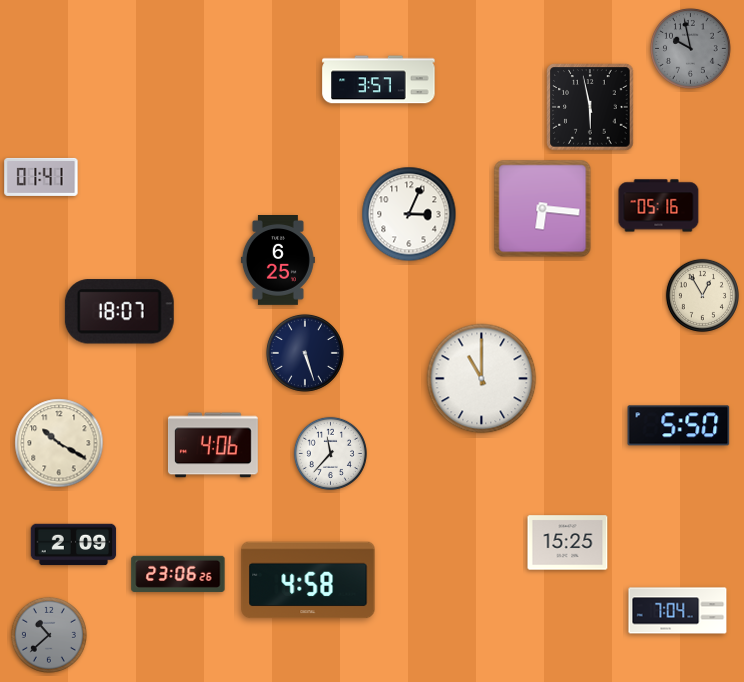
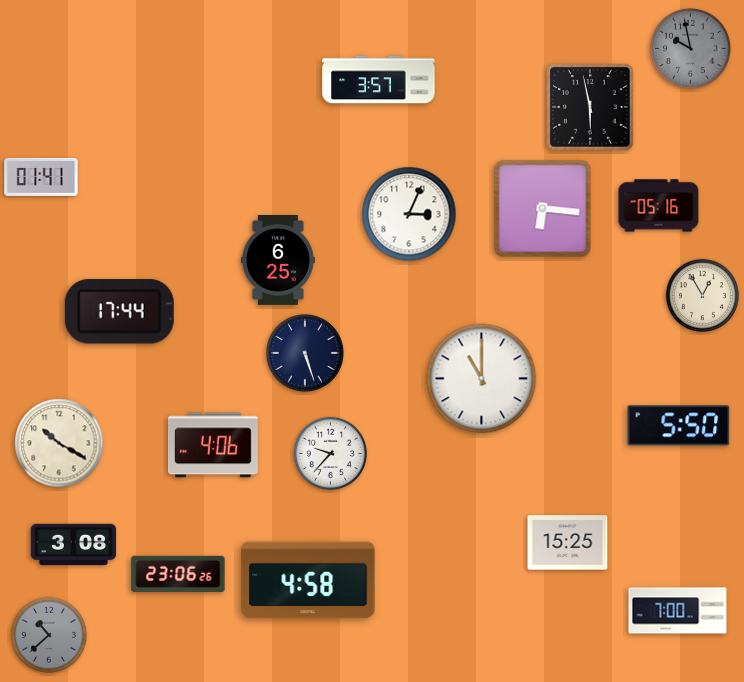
clock at (119, 312): 18:07 -> 17:44
clock at (330, 453): 11:37 -> 9:37
clock at (74, 545): 2:09 -> 3:08
clock at (678, 611): 7:04 -> 7:00
